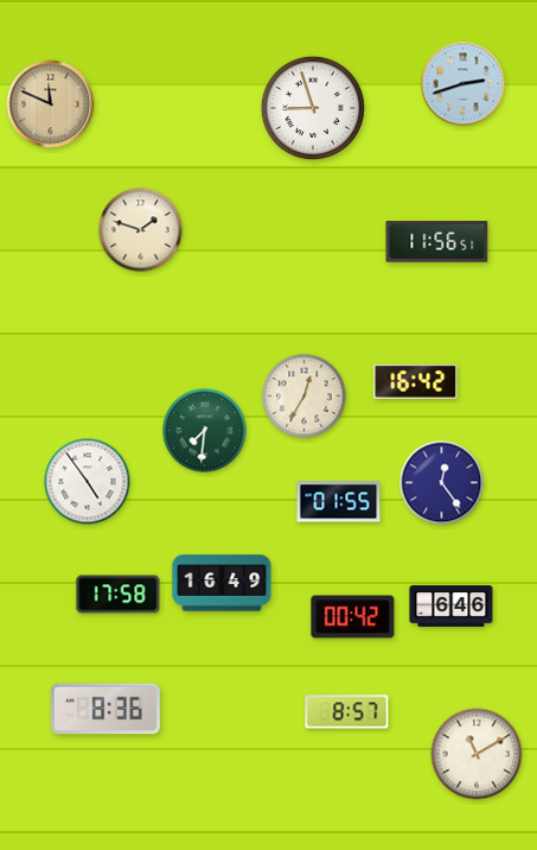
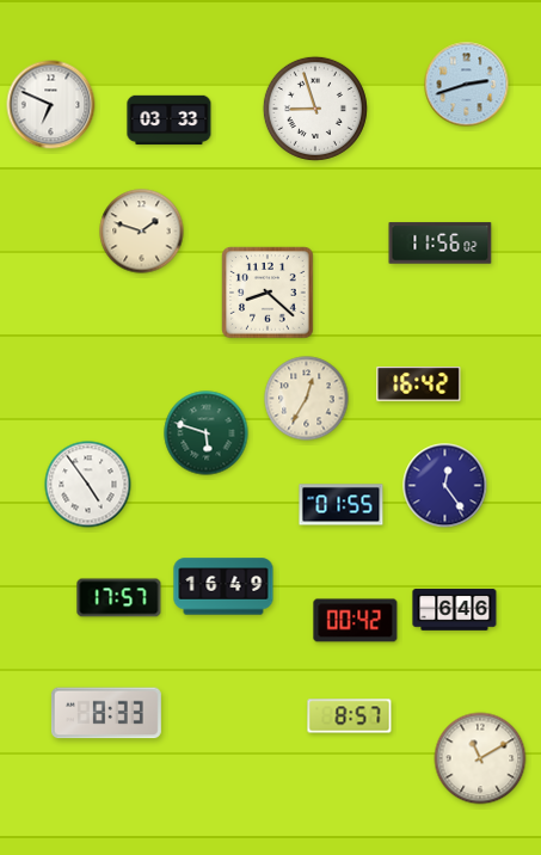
clock at (51, 104): 11:49 -> 6:49
clock at (51, 104) dial: champagne -> white
clock at (170, 121): none -> 03:33
clock at (437, 242): 11:56:51 -> 11:56:02
clock at (268, 293): none -> 8:22
clock at (205, 431): 7:31 -> 5:48
clock at (119, 595): 17:58 -> 17:57
clock at (106, 709): 8:36 -> 8:33
